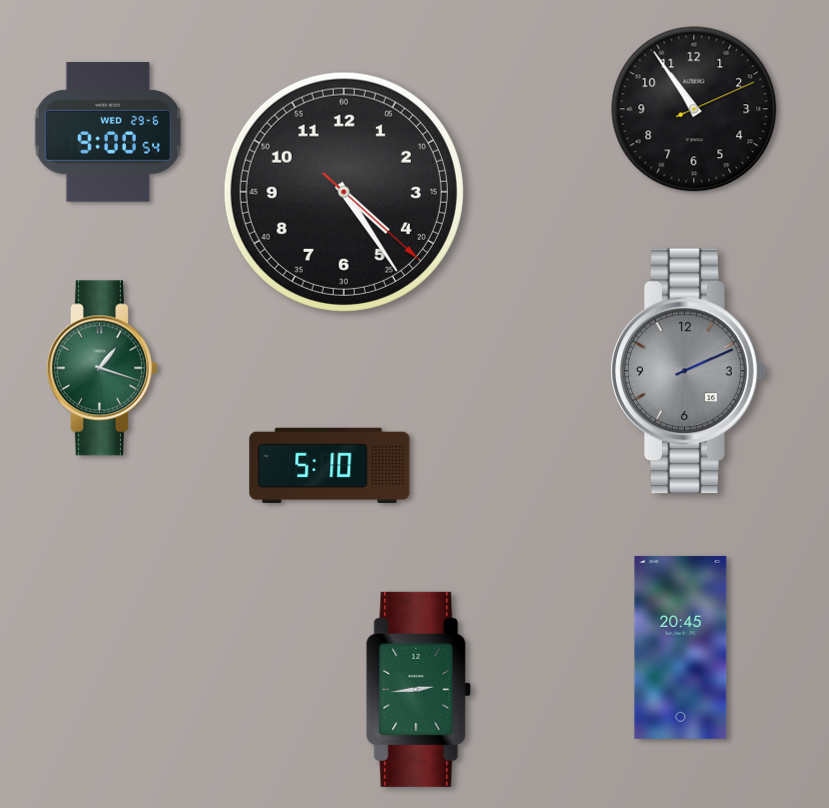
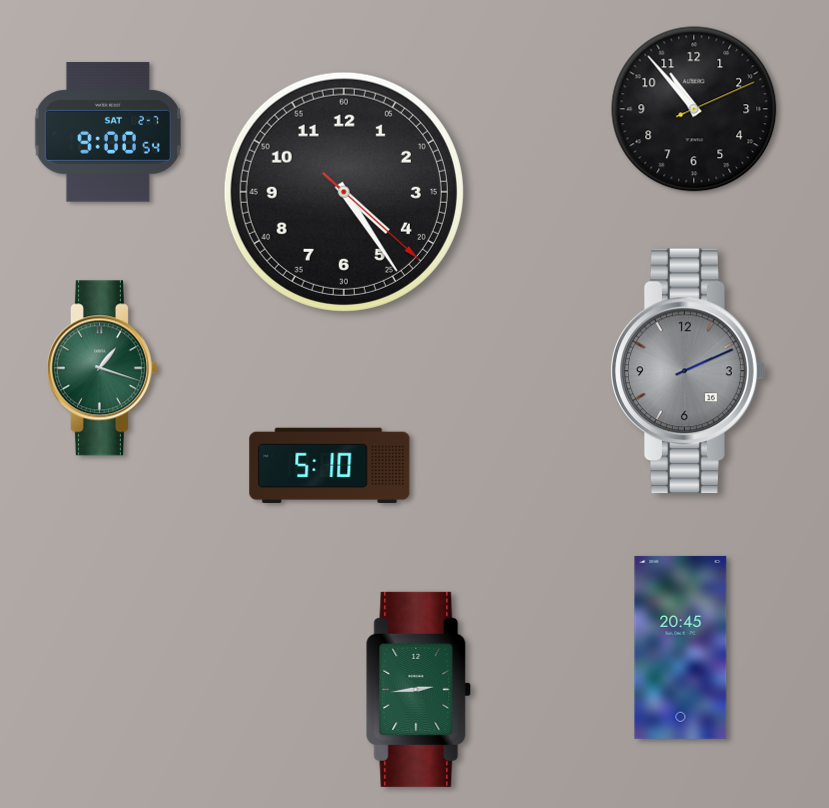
clock at (694, 109): 10:54 -> 10:53
clock at (108, 132) date: WED 29-6 -> SAT 2-7
